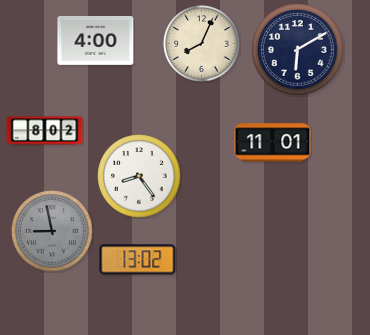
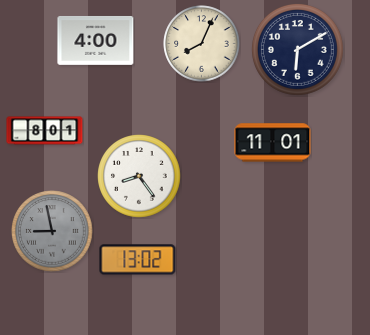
clock at (45, 131): 8:02 -> 8:01
